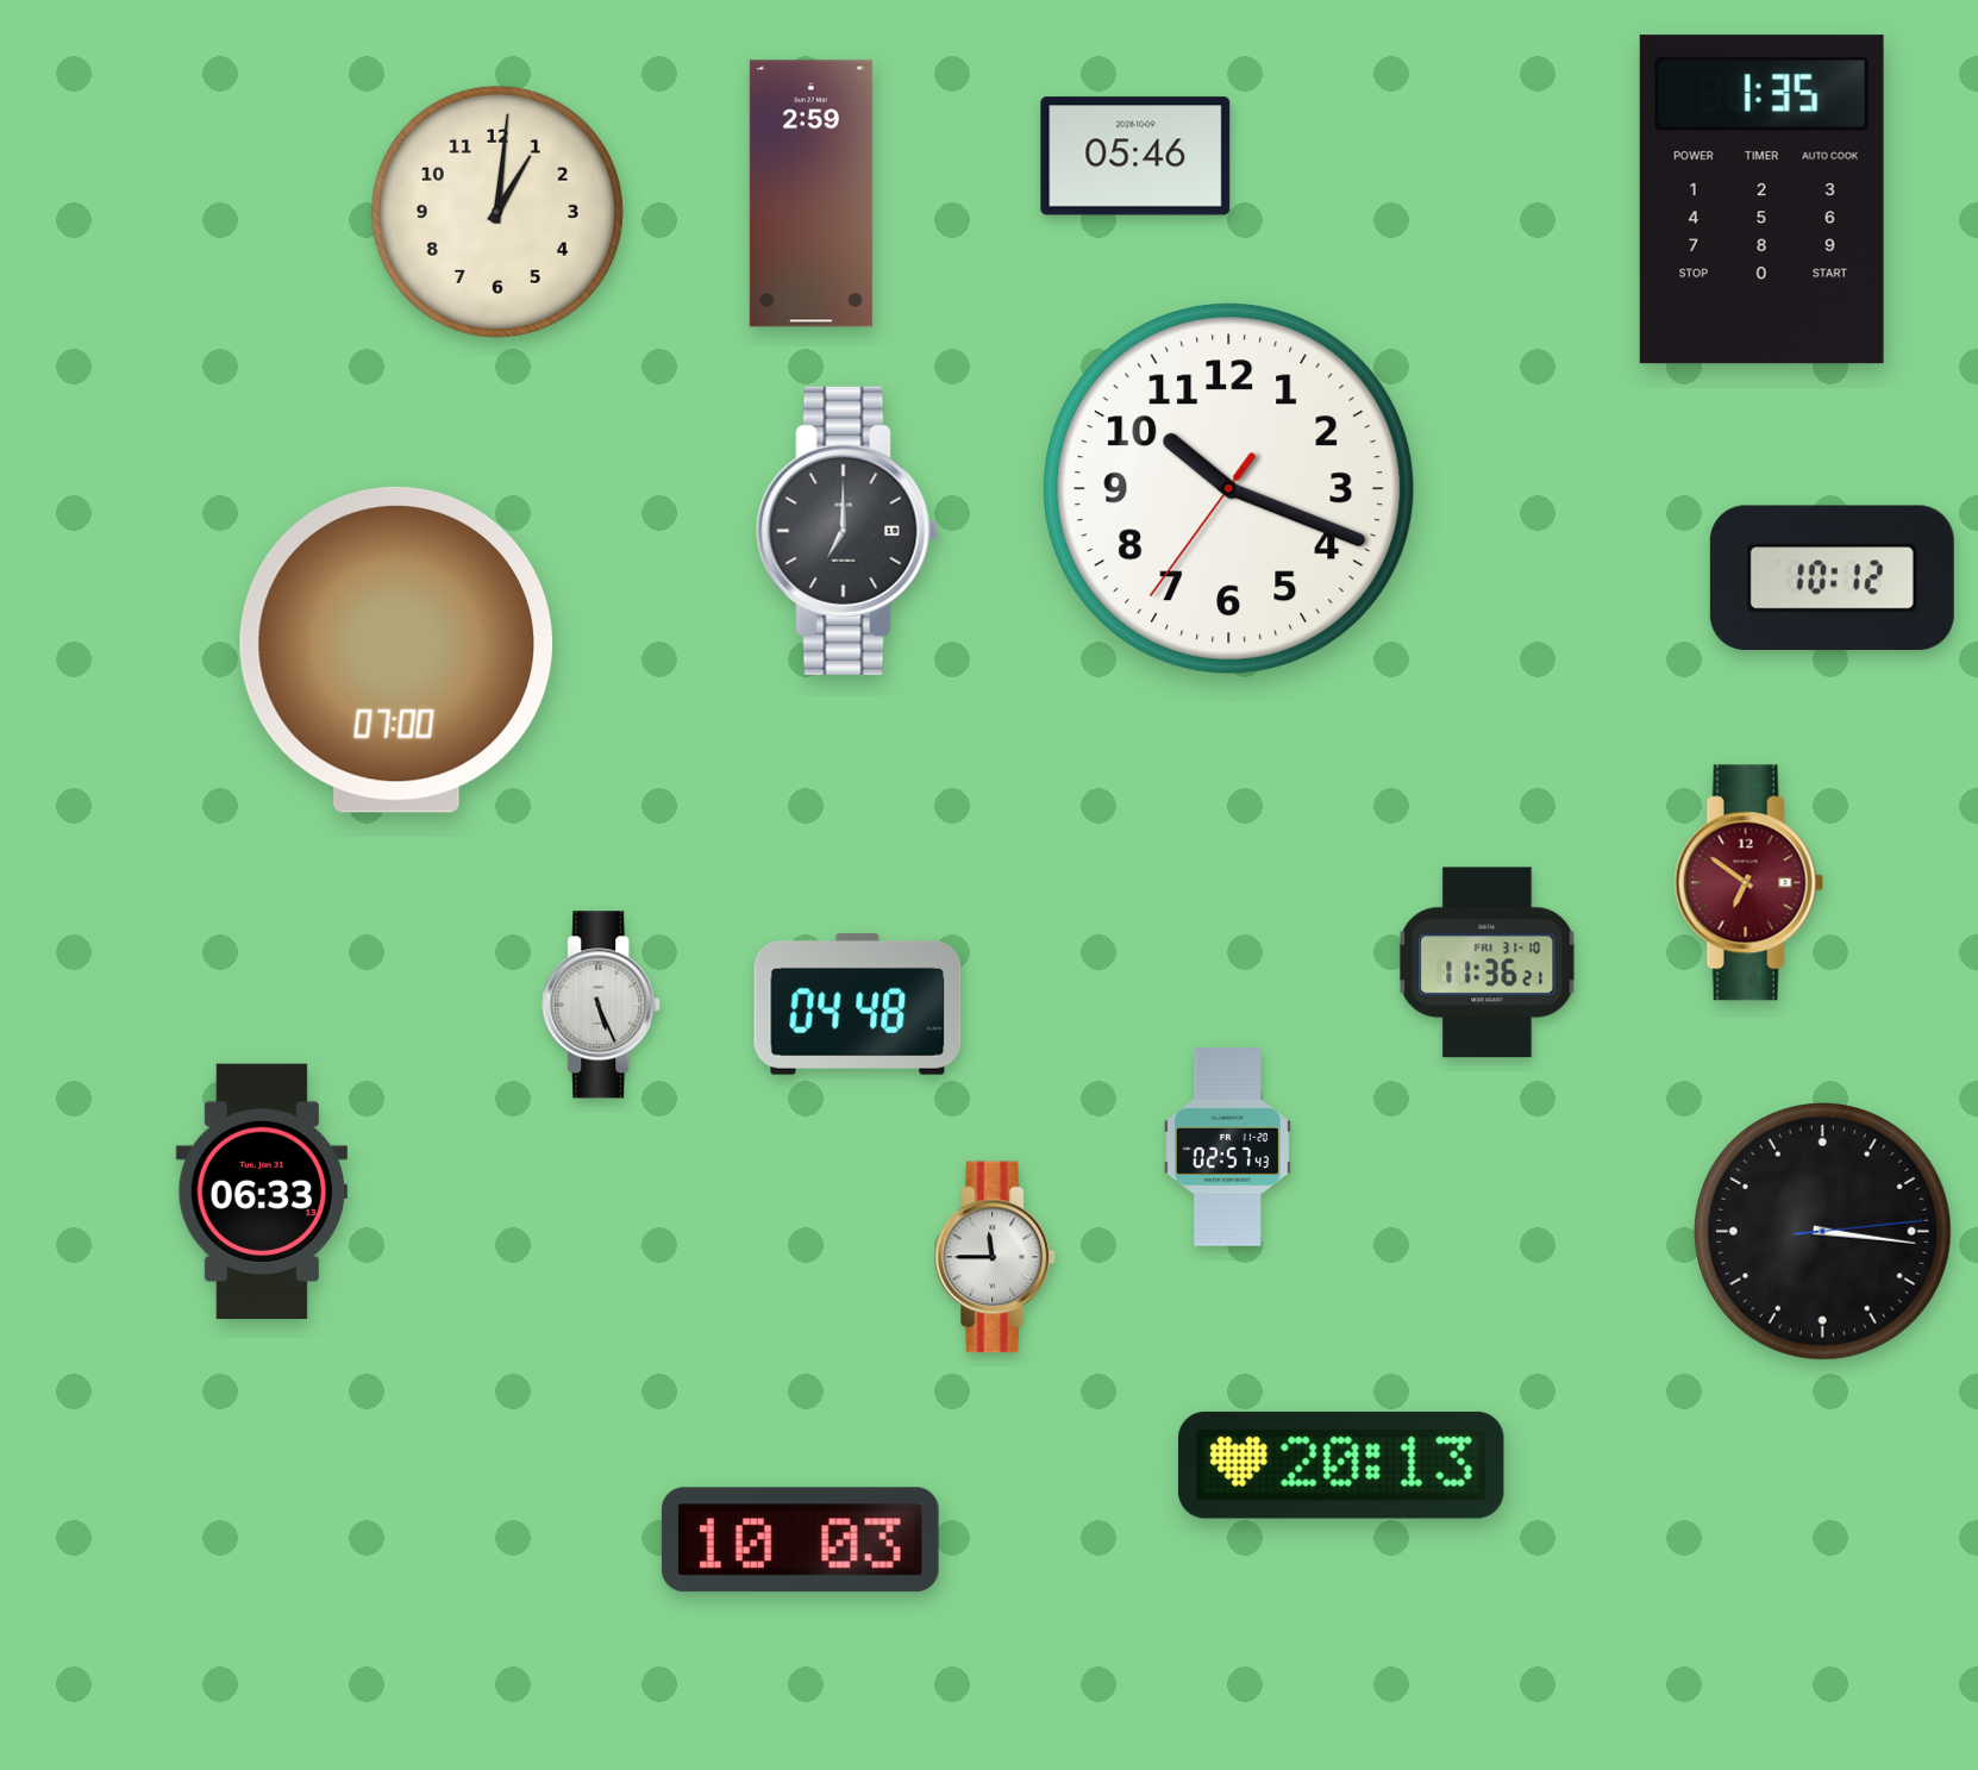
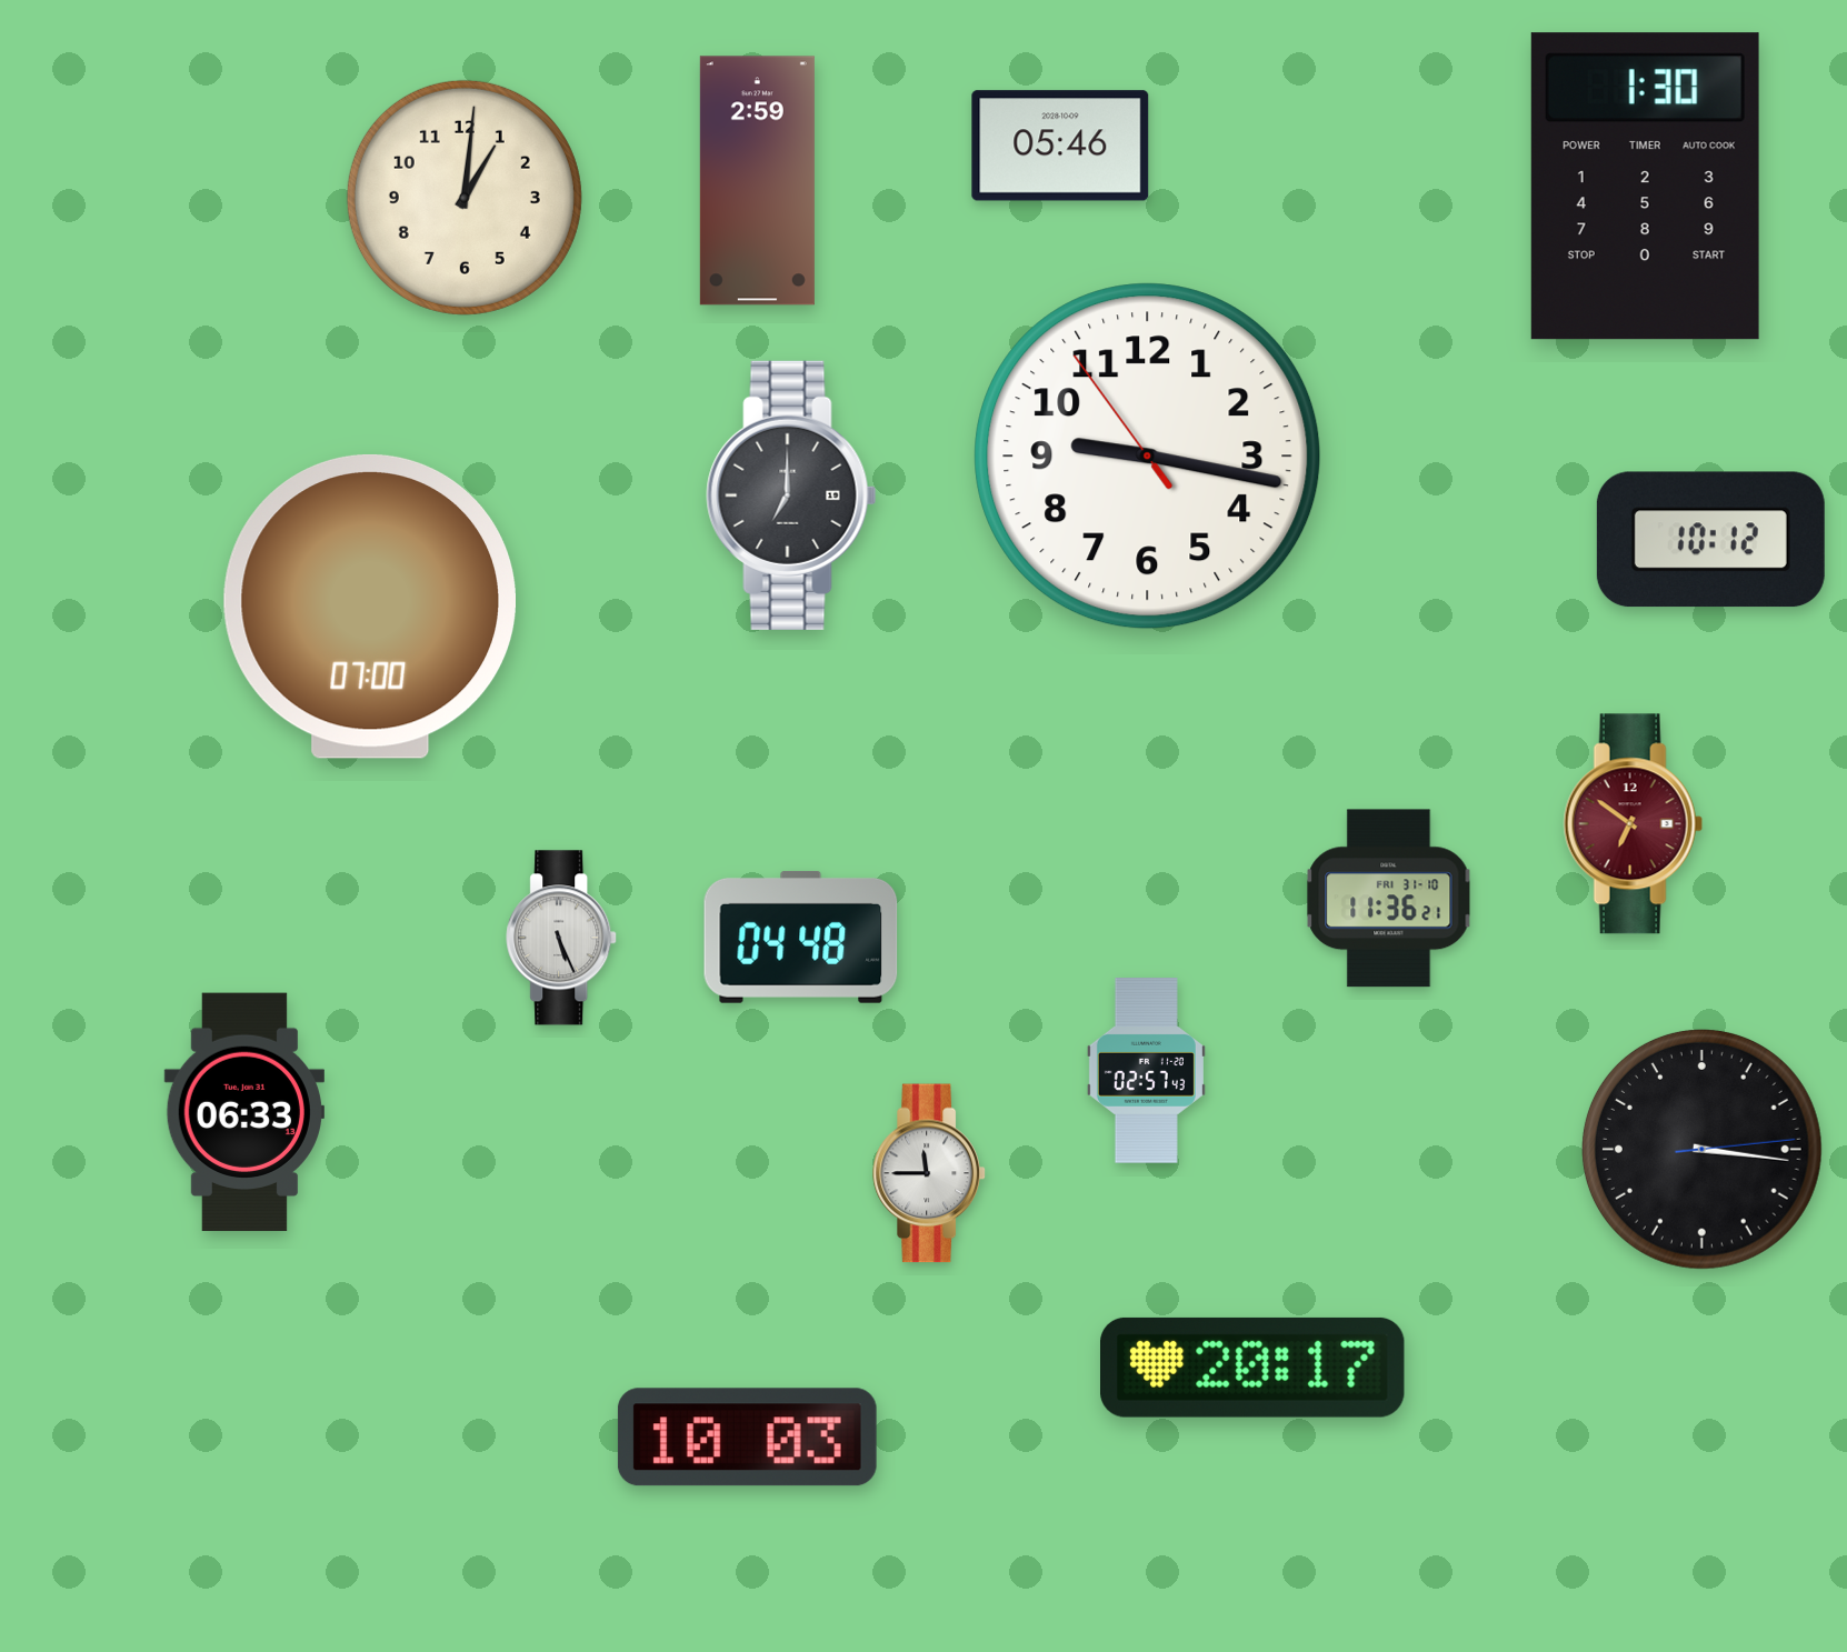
clock at (1761, 200): 1:35 -> 1:30
clock at (1229, 489): 10:18 -> 9:16
clock at (1342, 1465): 20:13 -> 20:17
